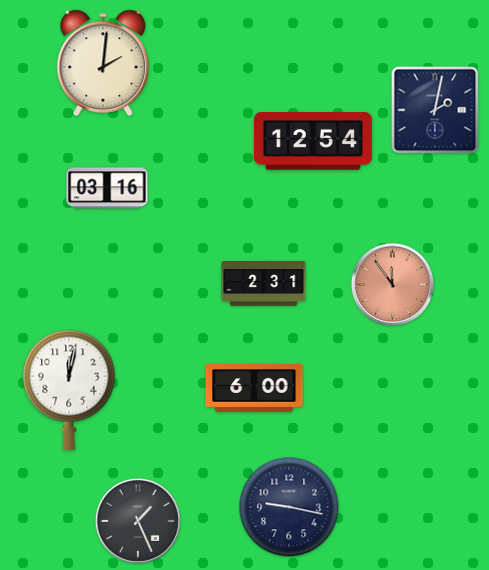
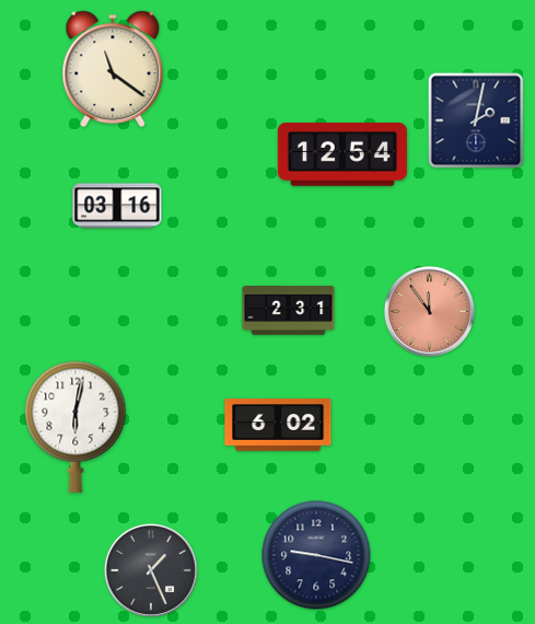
clock at (103, 62): 2:01 -> 11:21
clock at (254, 388): 6:00 -> 6:02
clock at (69, 390): 12:02 -> 6:02
